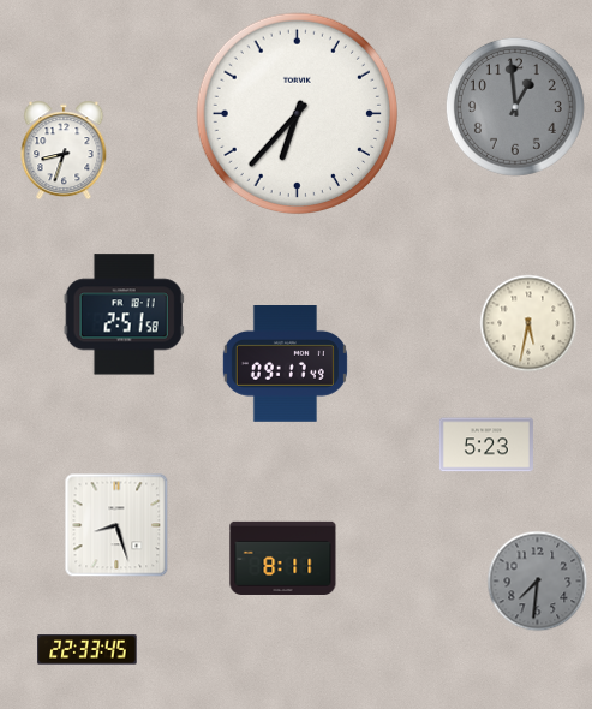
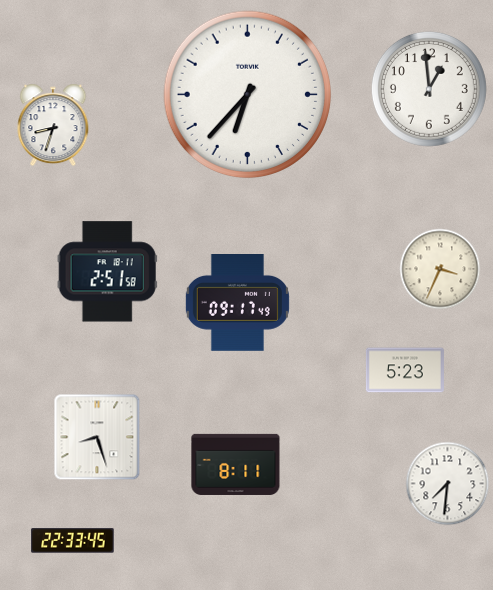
clock at (515, 107) dial: grey -> white
clock at (124, 315) position: (124, 315) -> (107, 272)
clock at (528, 323): 5:32 -> 3:34
clock at (538, 582) dial: grey -> white
